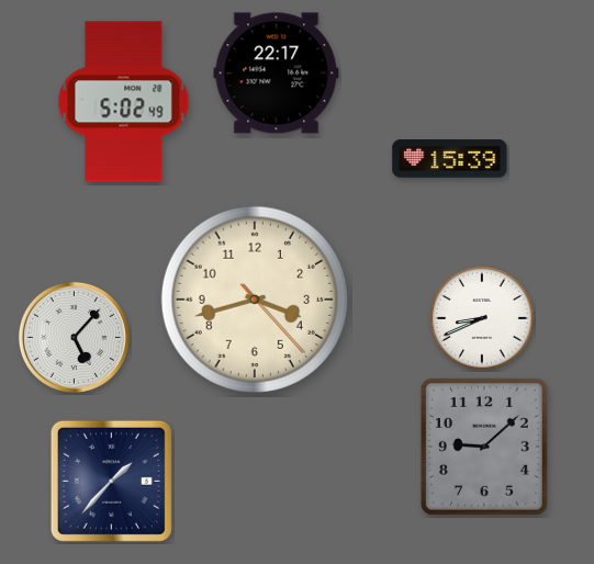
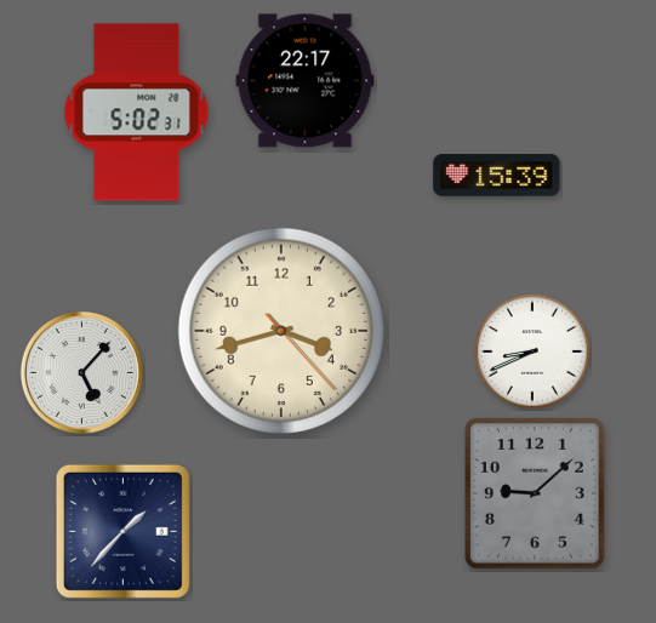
clock at (124, 102): 5:02:49 -> 5:02:31
